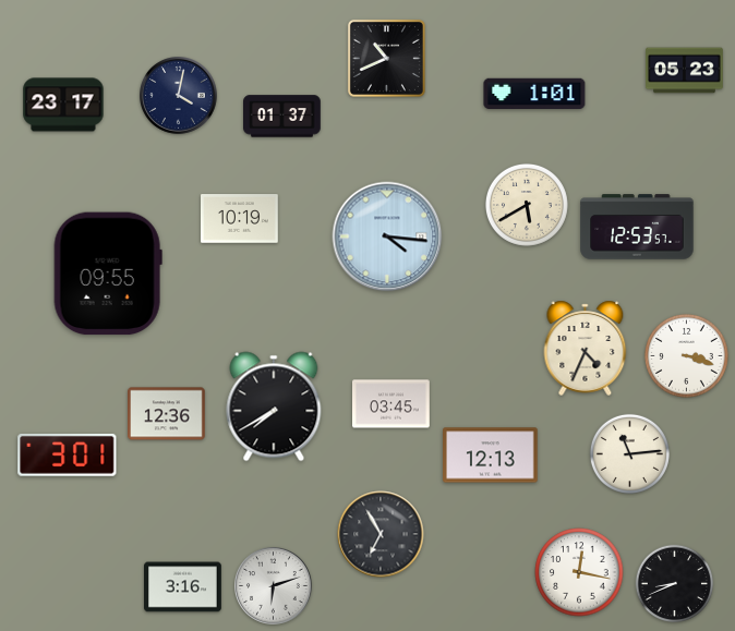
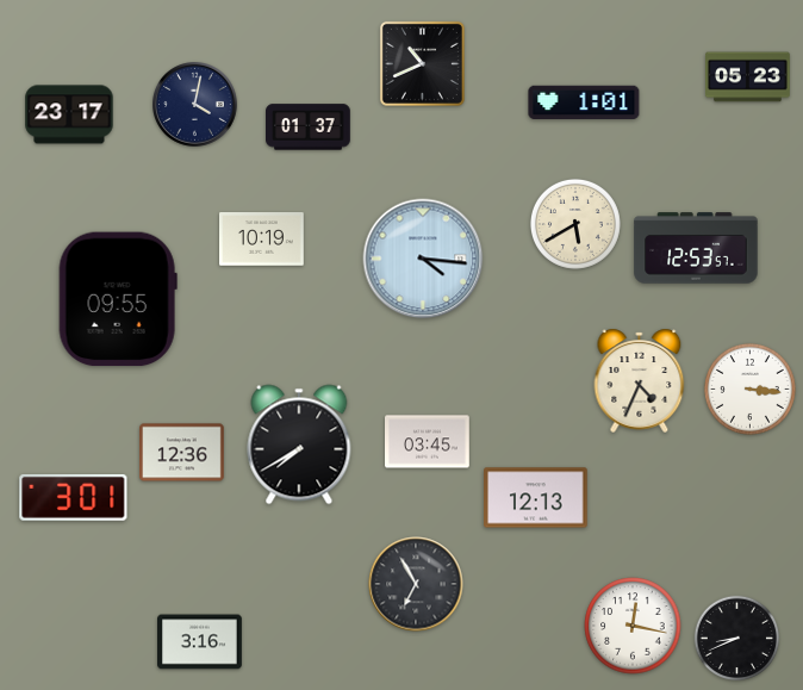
clock at (686, 355): 3:18 -> 3:16
clock at (629, 453): 11:14 -> none
clock at (274, 586): 6:12 -> none
